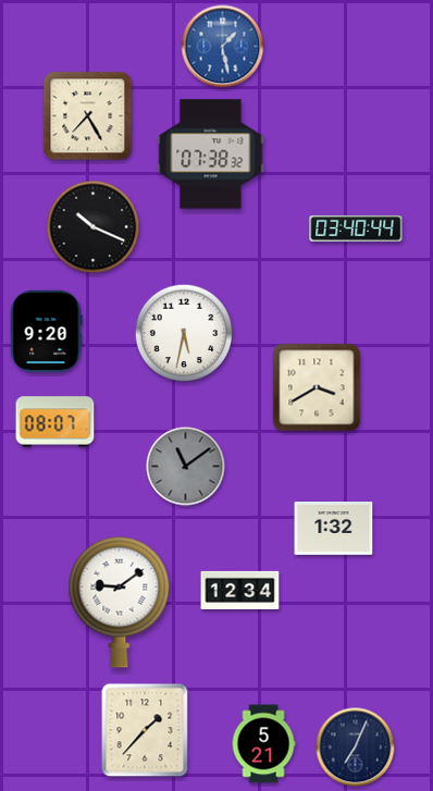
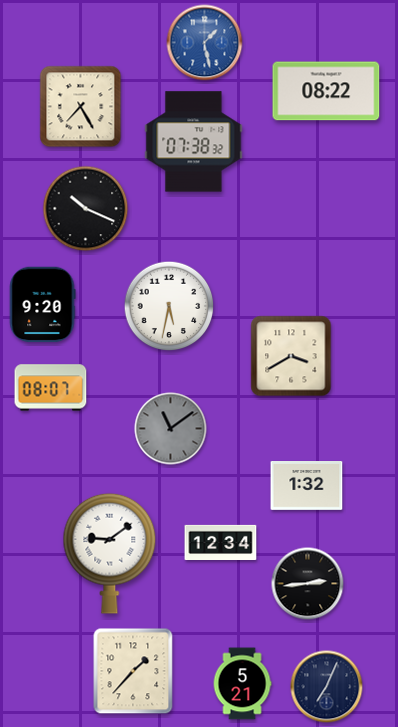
clock at (326, 91): none -> 08:22
clock at (356, 228): 03:40 -> none
clock at (308, 584): none -> 2:44
